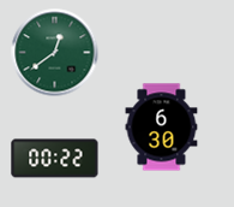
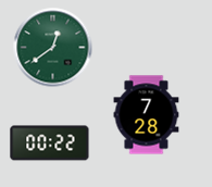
clock at (55, 53) position: (55, 53) -> (53, 48)
clock at (162, 128): 6:30 -> 7:28
